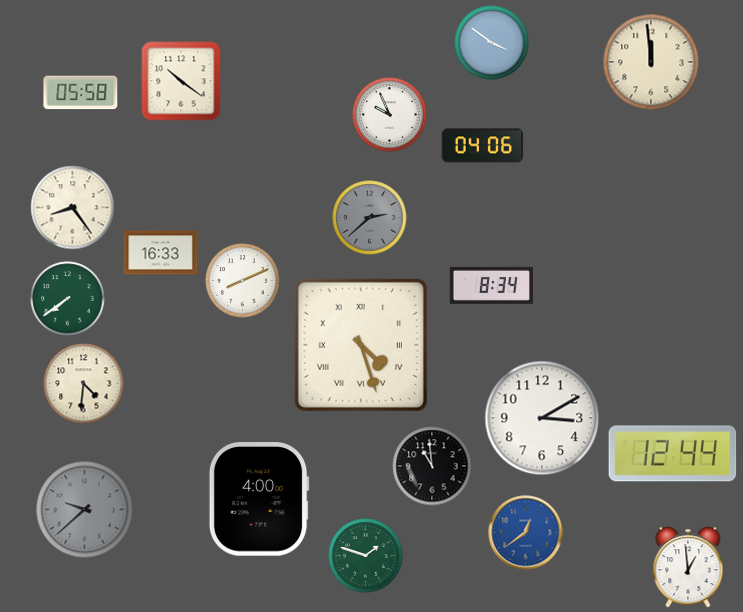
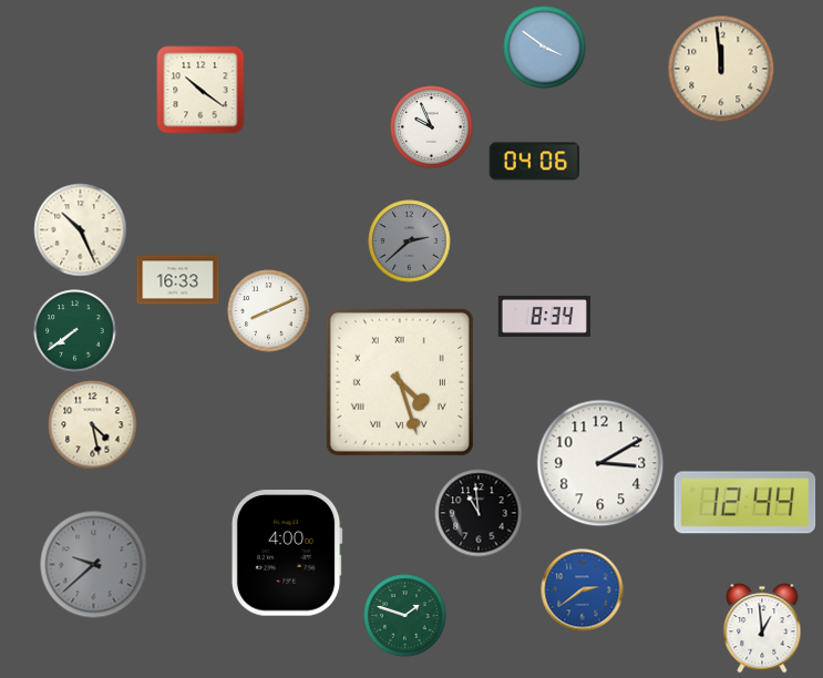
clock at (81, 93): 05:58 -> none
clock at (73, 208): 8:24 -> 10:26
clock at (84, 384): 4:31 -> 4:28
clock at (432, 466) position: (432, 466) -> (479, 513)
clock at (526, 533): 12:39 -> 2:39
